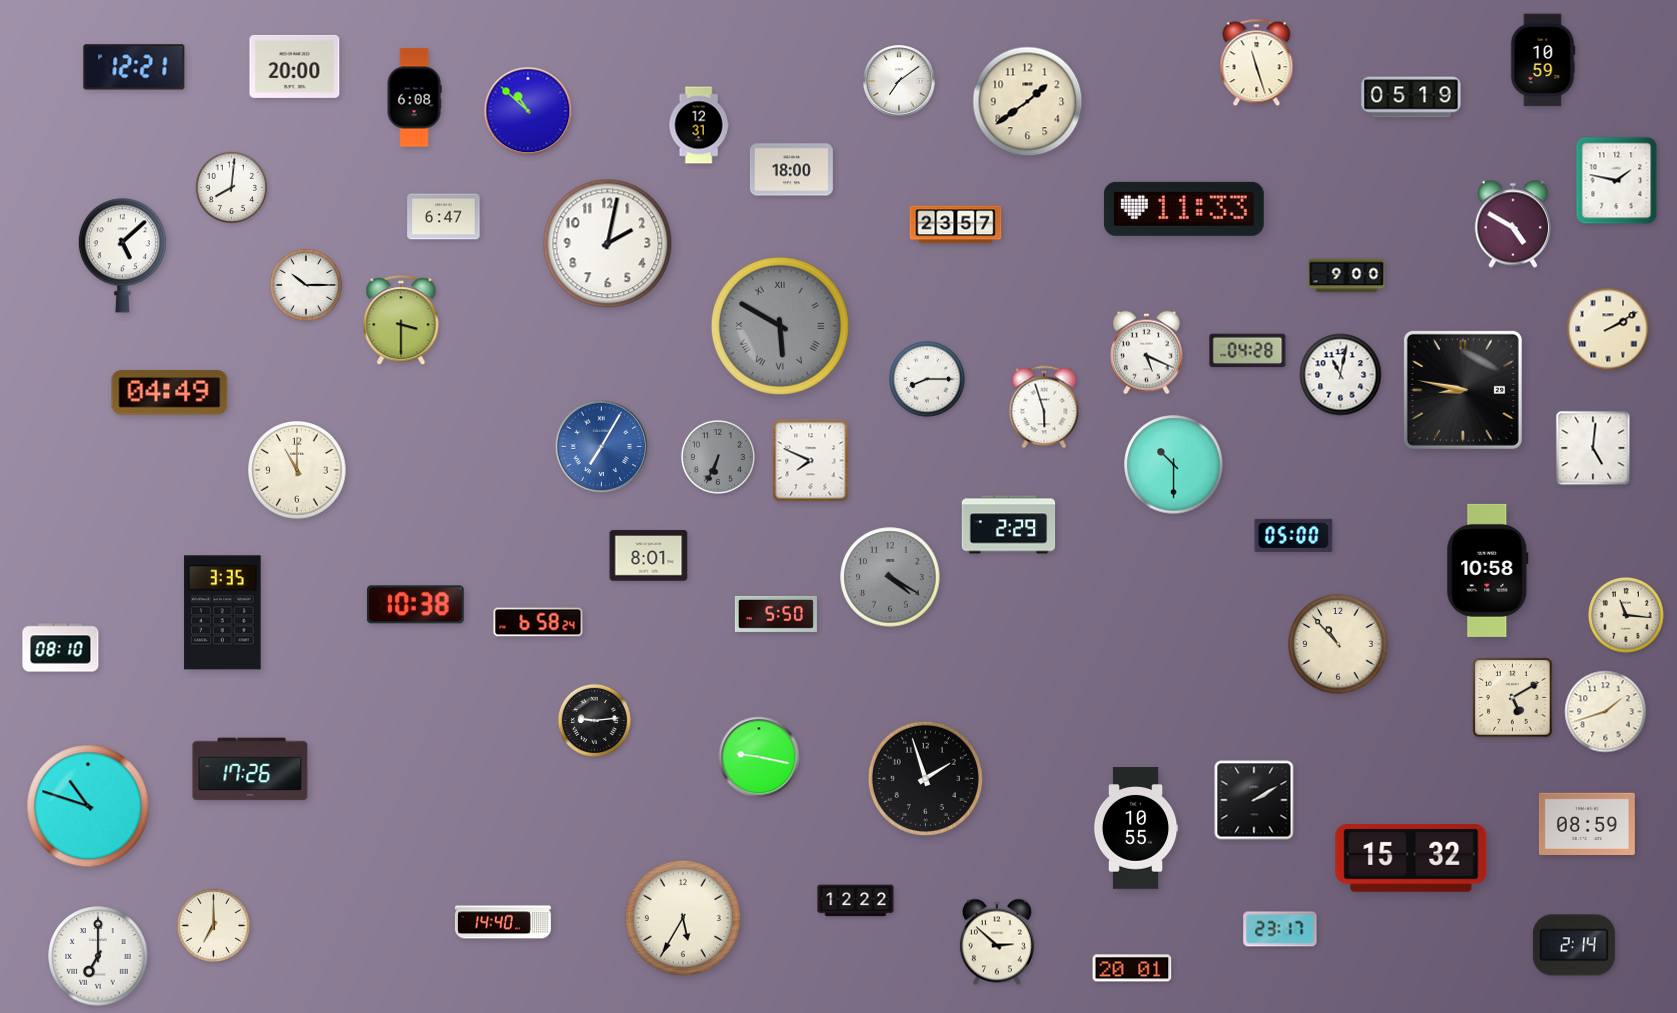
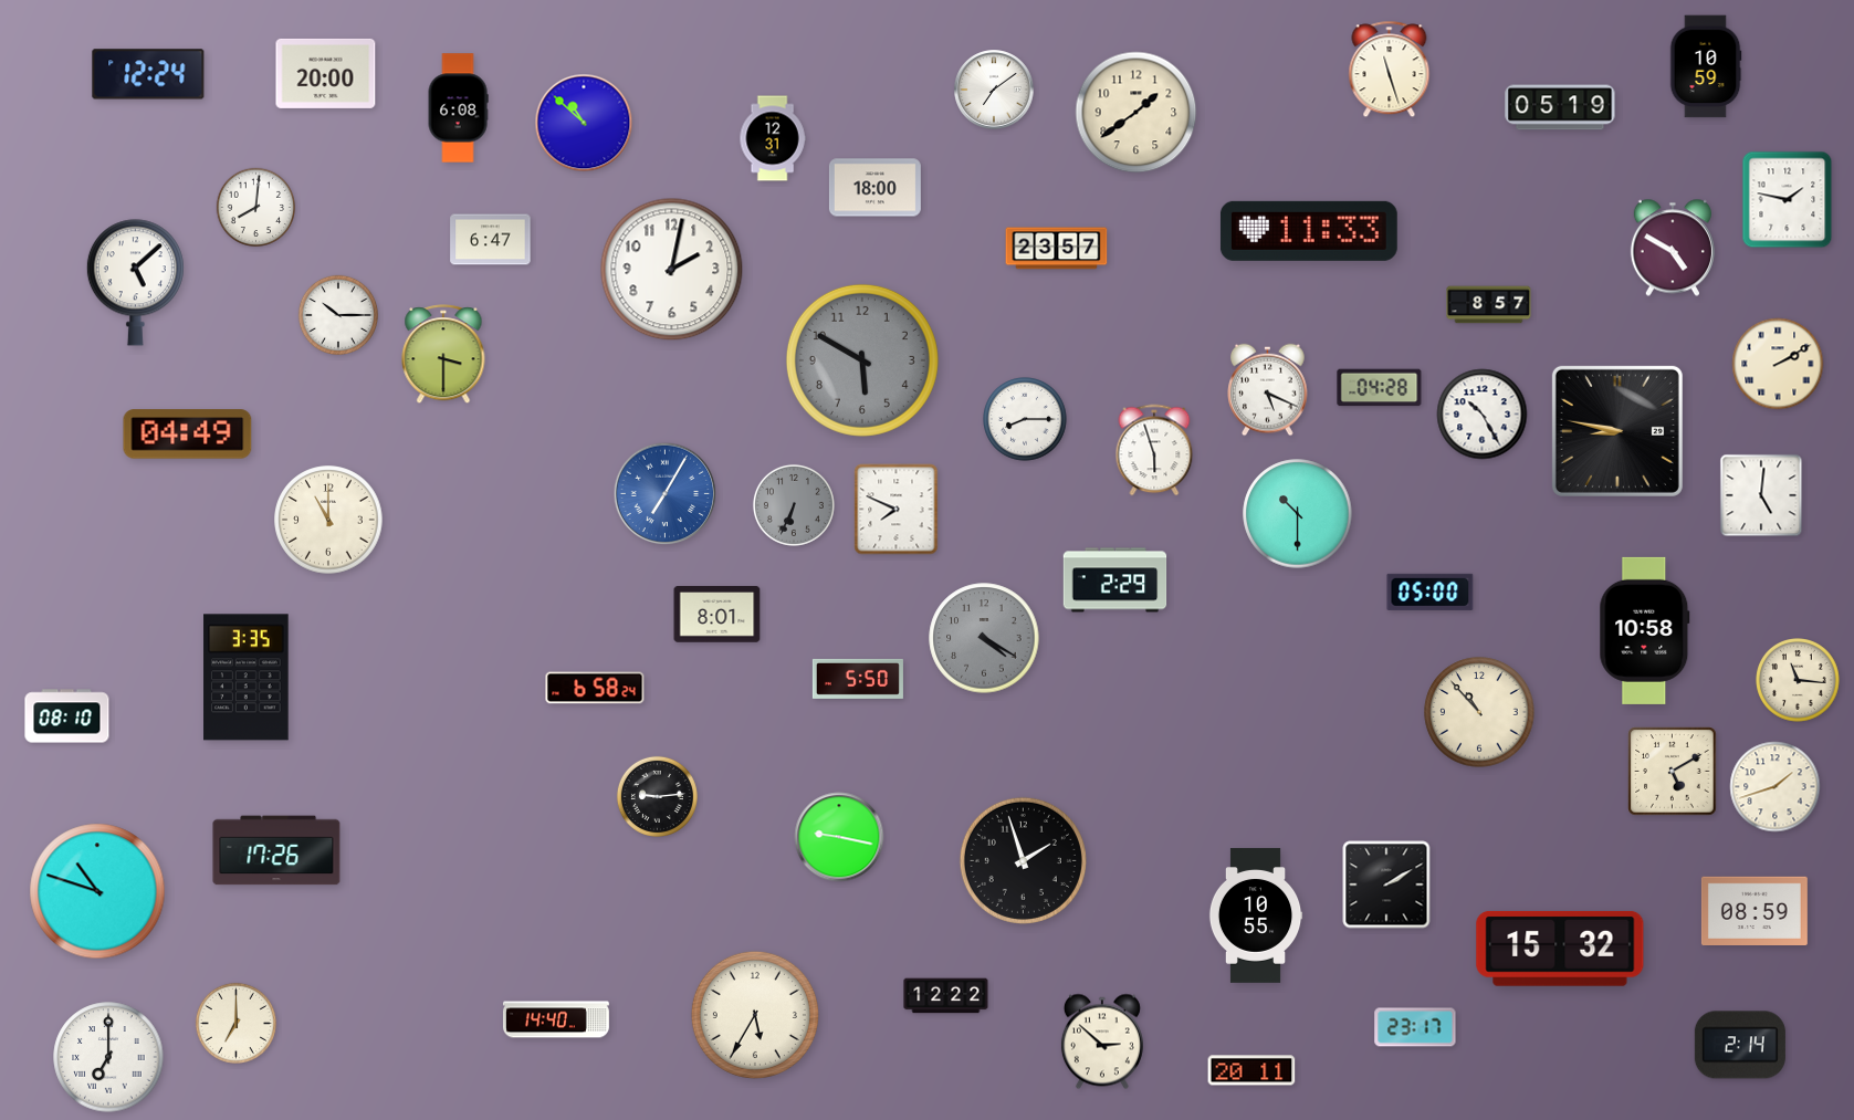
clock at (134, 67): 12:21 -> 12:24
clock at (1347, 276): 9:00 -> 8:57
clock at (780, 326) numerals: Roman -> Arabic
clock at (1341, 375): 11:02 -> 10:25
clock at (415, 605): 10:38 -> none
clock at (1132, 968): 20:01 -> 20:11
